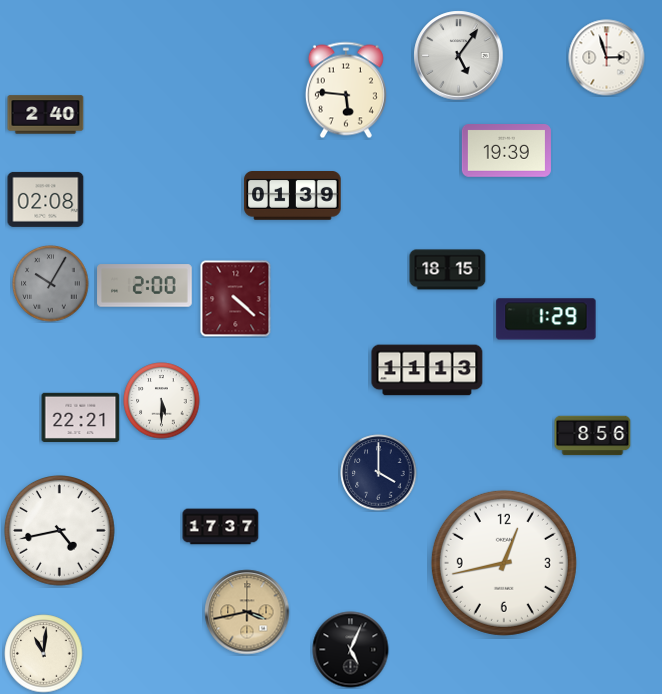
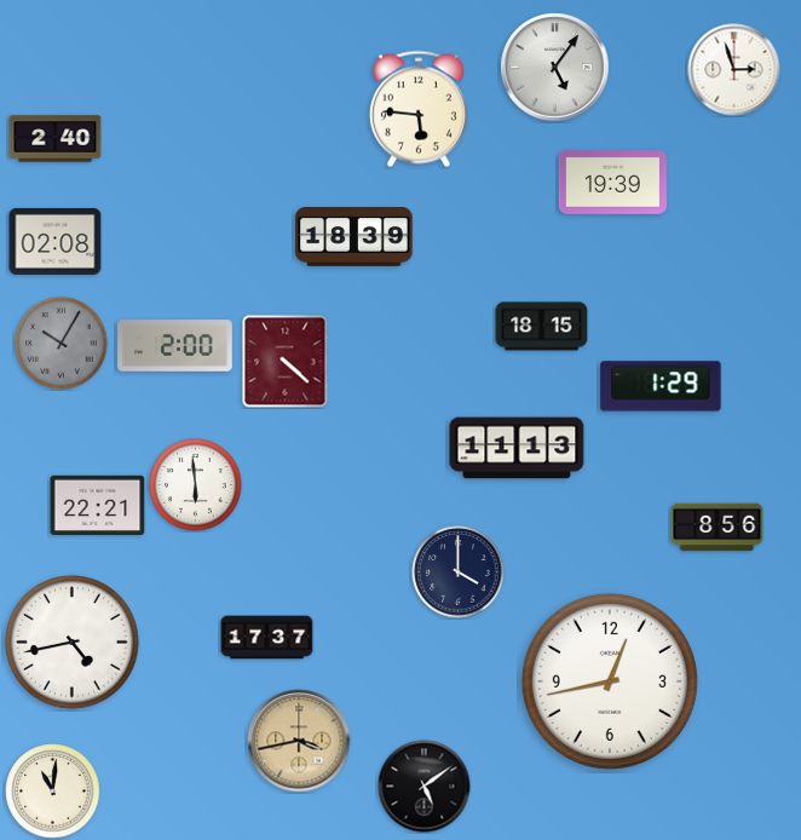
clock at (293, 196): 01:39 -> 18:39
clock at (162, 401): 5:30 -> 5:59
clock at (351, 650): 5:04 -> 5:09
